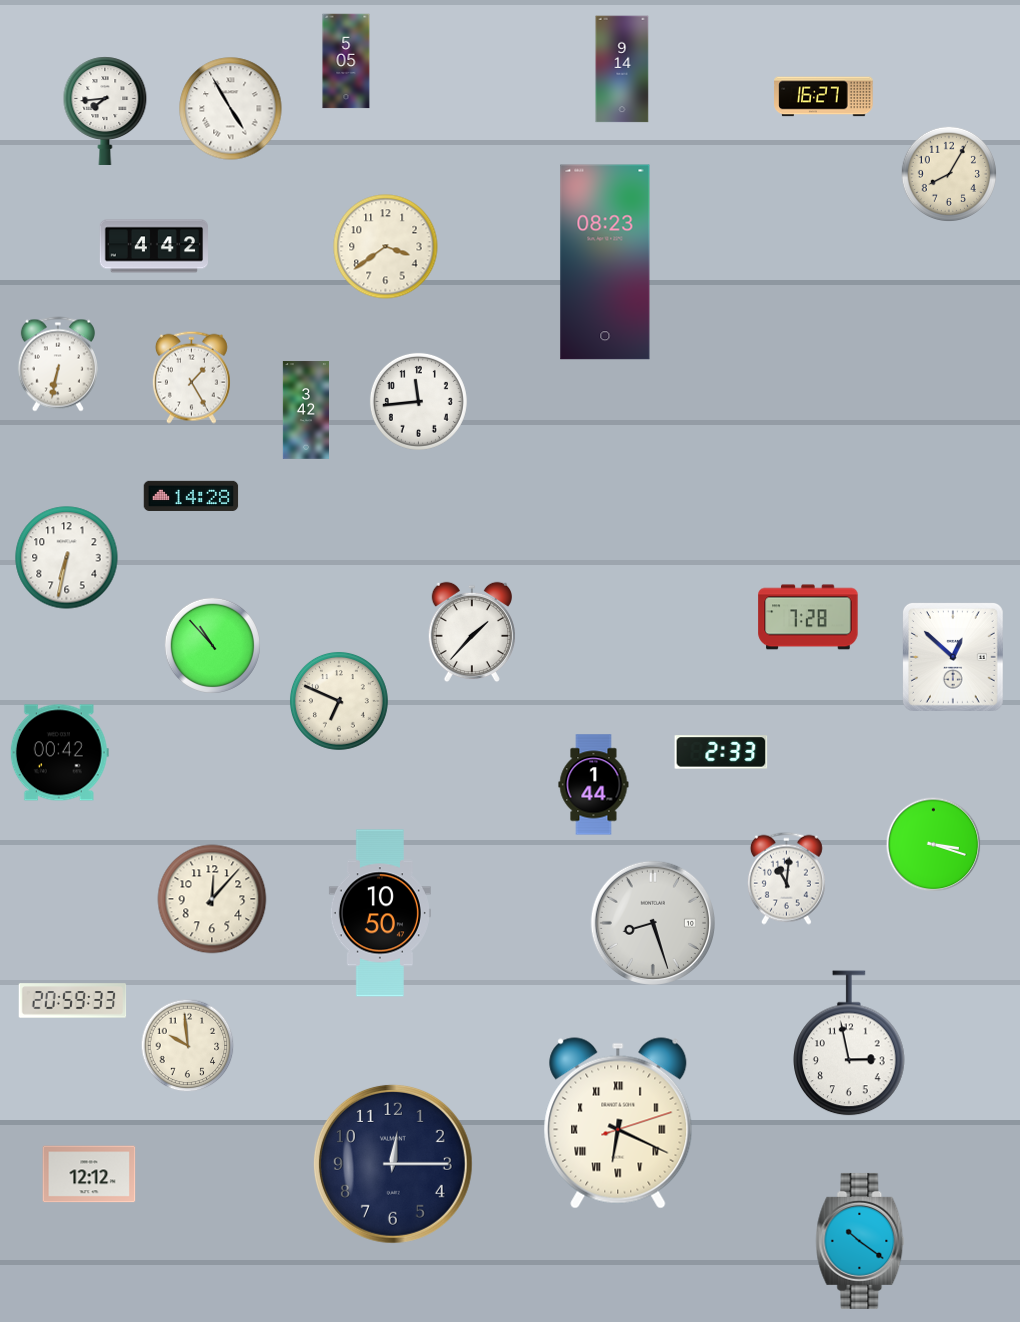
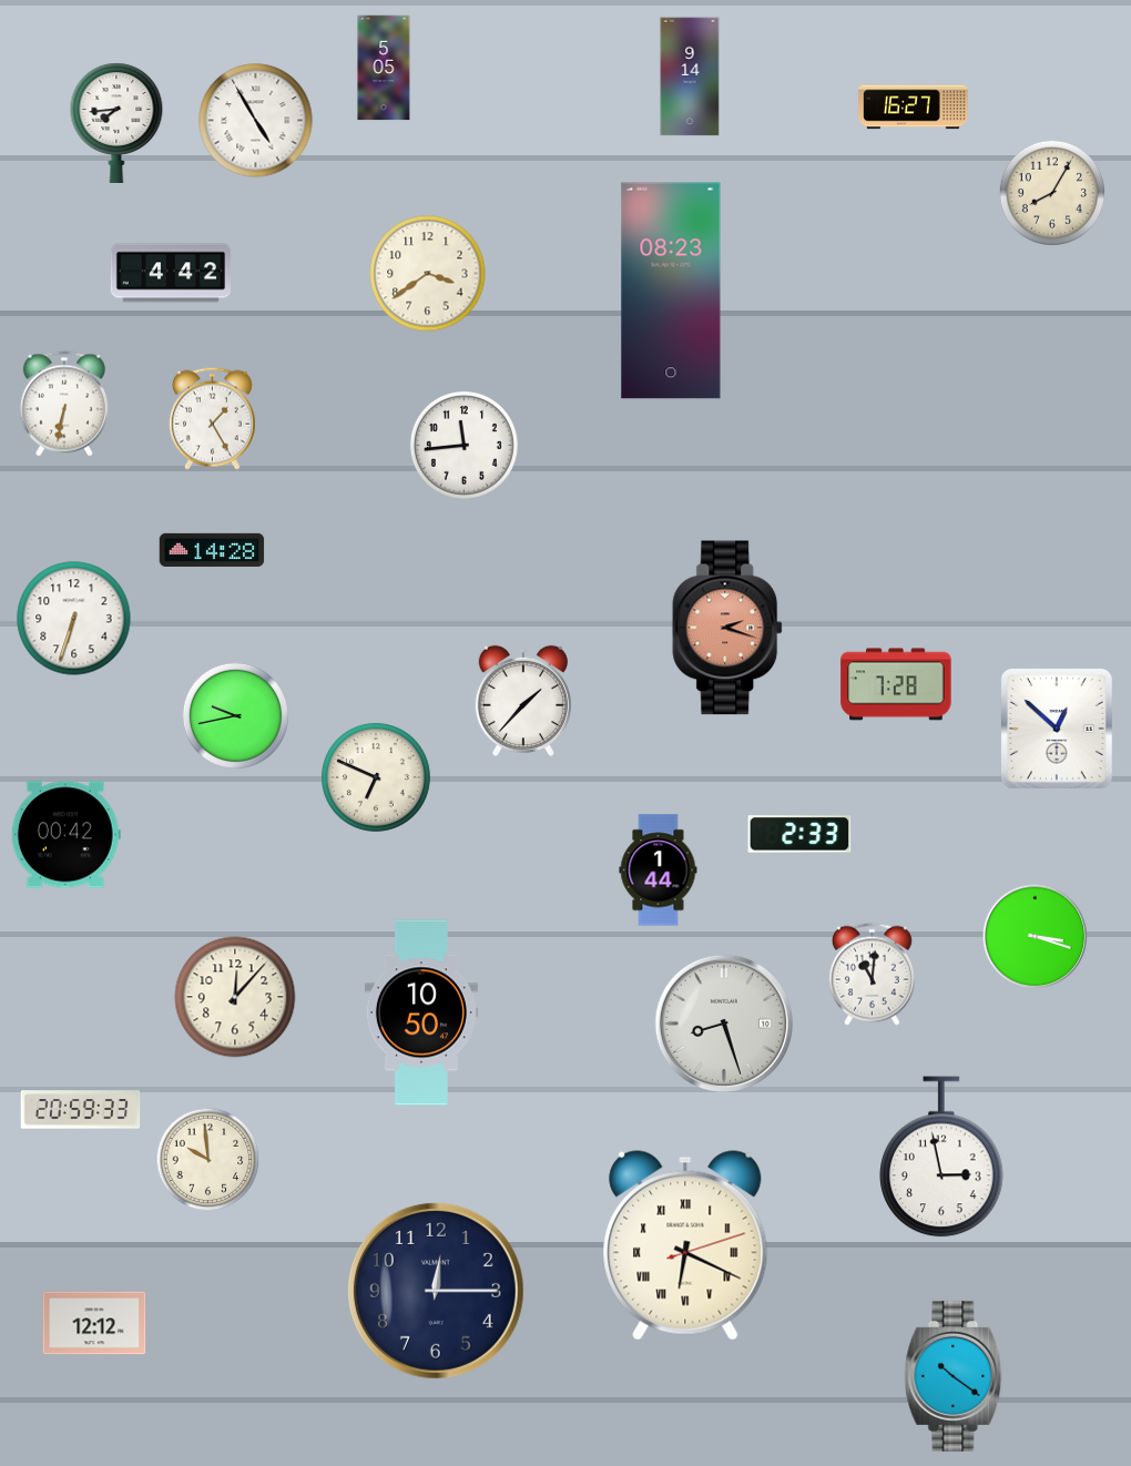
clock at (305, 410): 3:42 -> none
clock at (67, 558): 6:32 -> 6:33
clock at (728, 628): none -> 2:18
clock at (212, 645): 10:53 -> 9:43
clock at (89, 1174) position: (89, 1174) -> (94, 1323)
